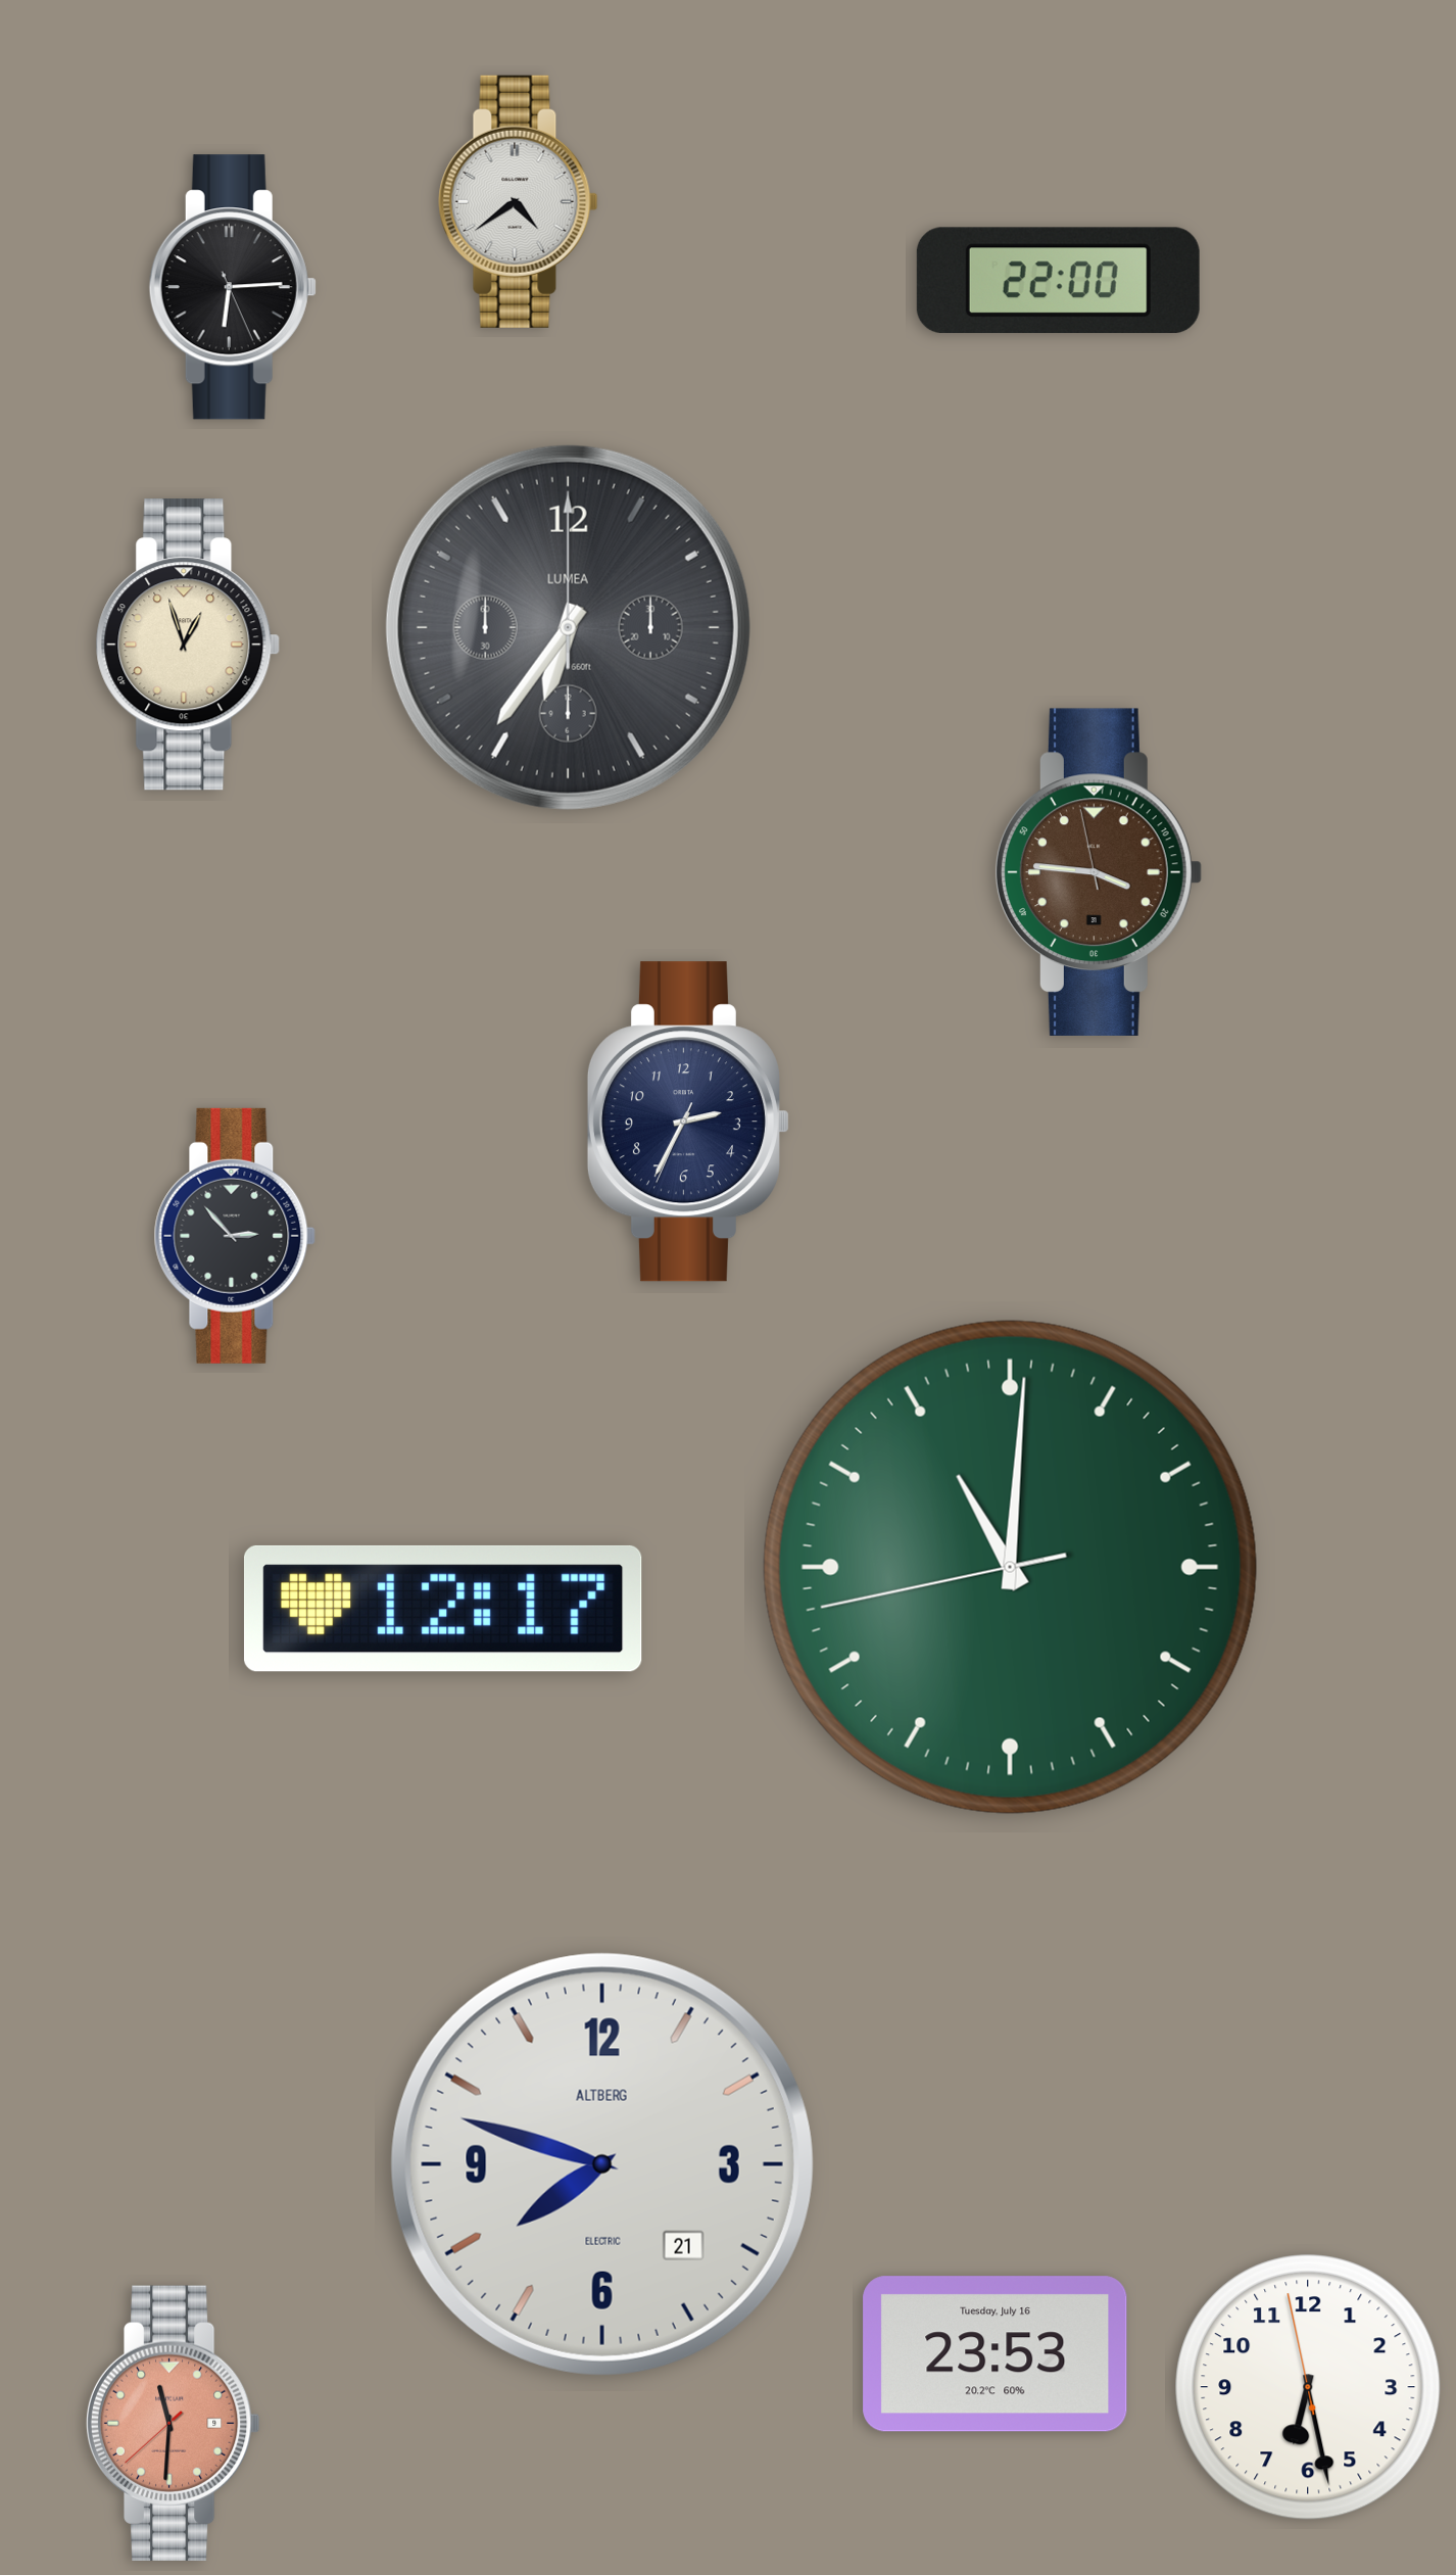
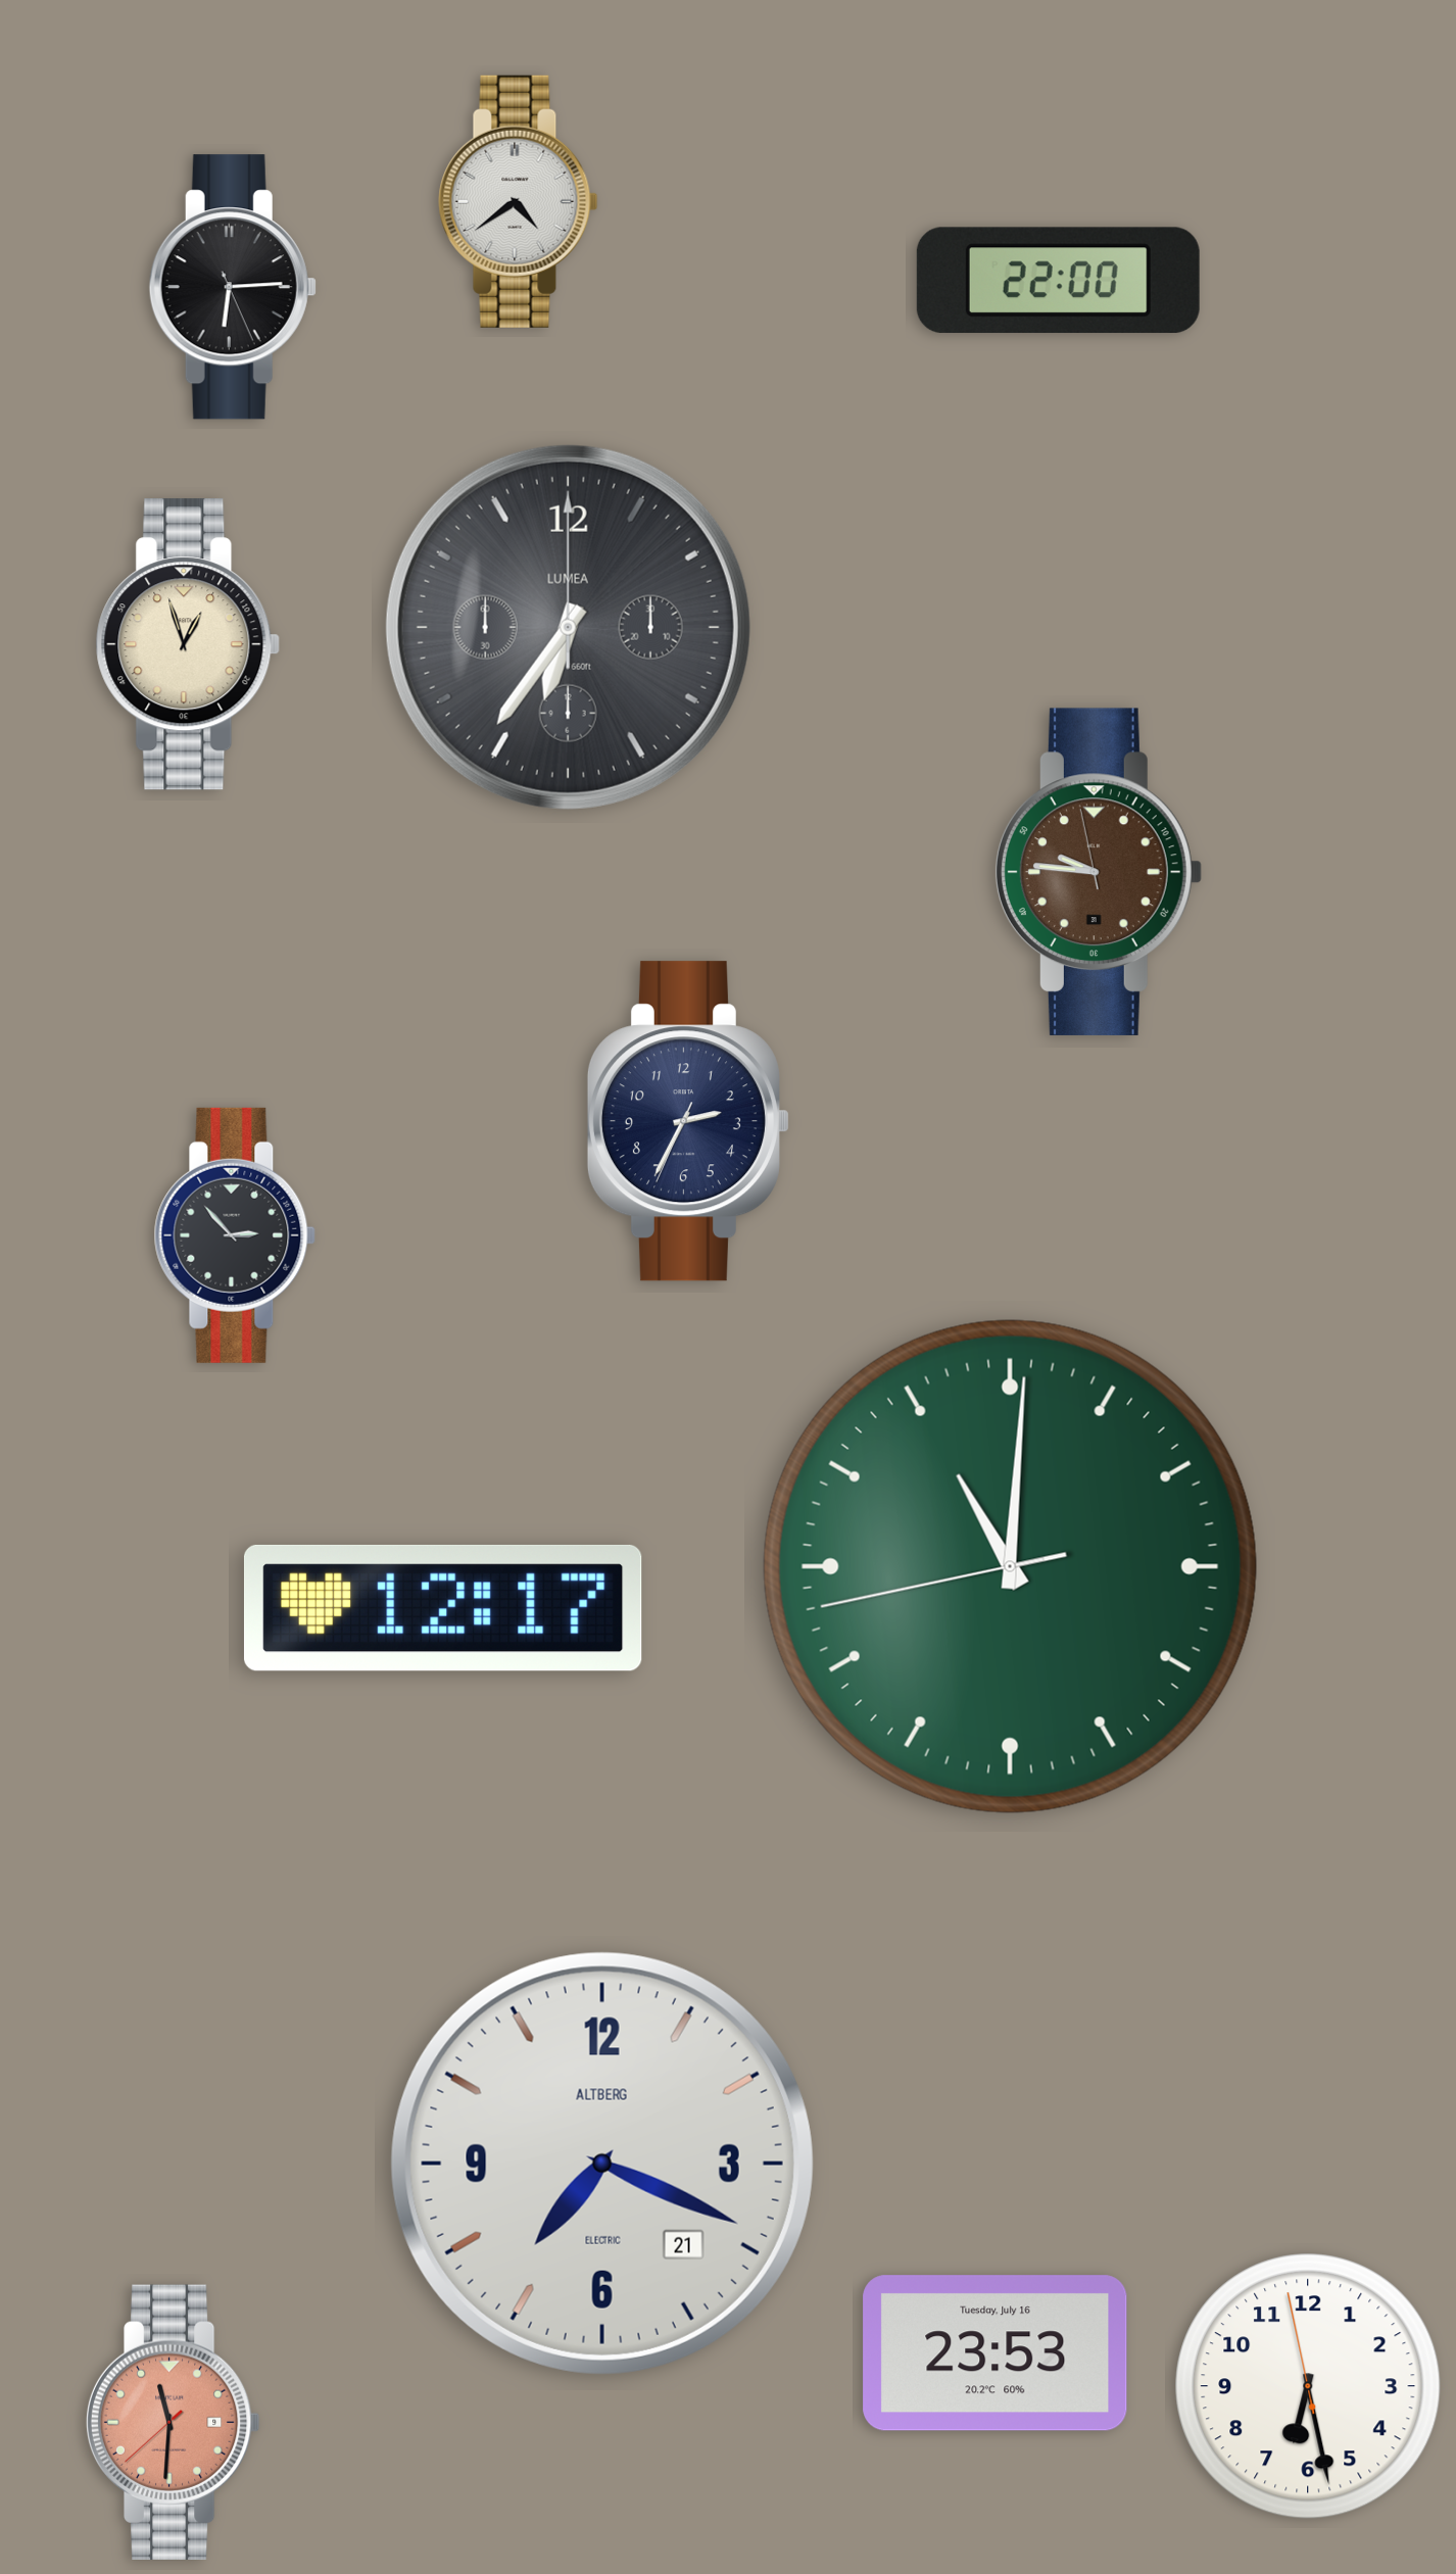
clock at (1098, 872): 3:45 -> 9:45
clock at (602, 2164): 7:48 -> 7:19
